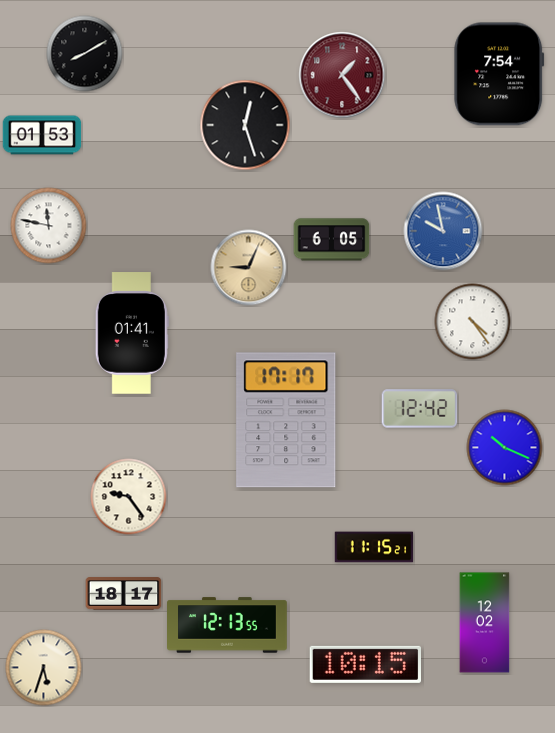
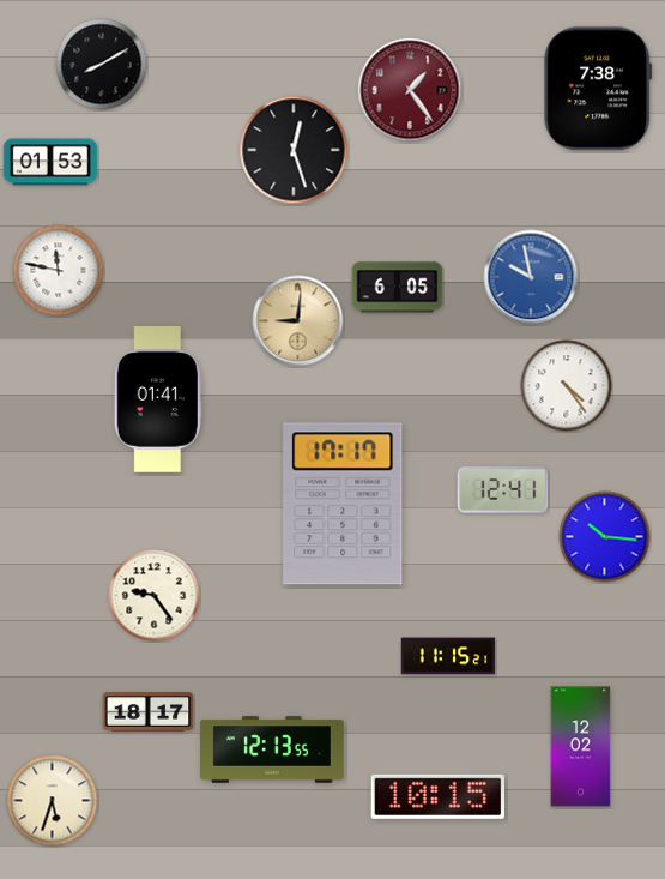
clock at (499, 74): 7:54 -> 7:38
clock at (249, 268): 9:04 -> 9:01
clock at (420, 409): 12:42 -> 12:41
clock at (505, 448): 10:19 -> 10:16
